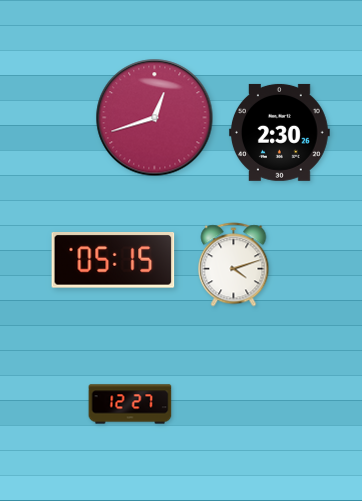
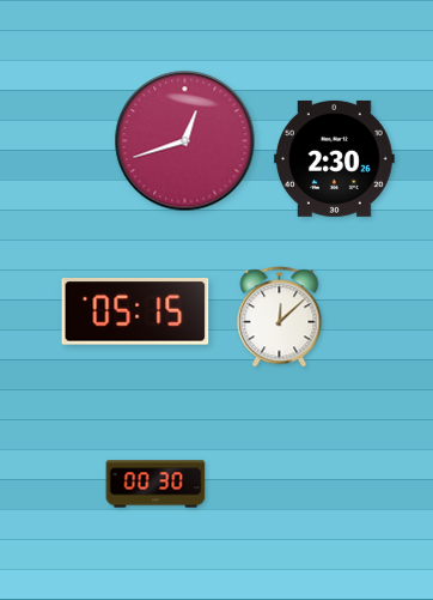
clock at (234, 265): 4:12 -> 12:08
clock at (130, 404): 12:27 -> 00:30
